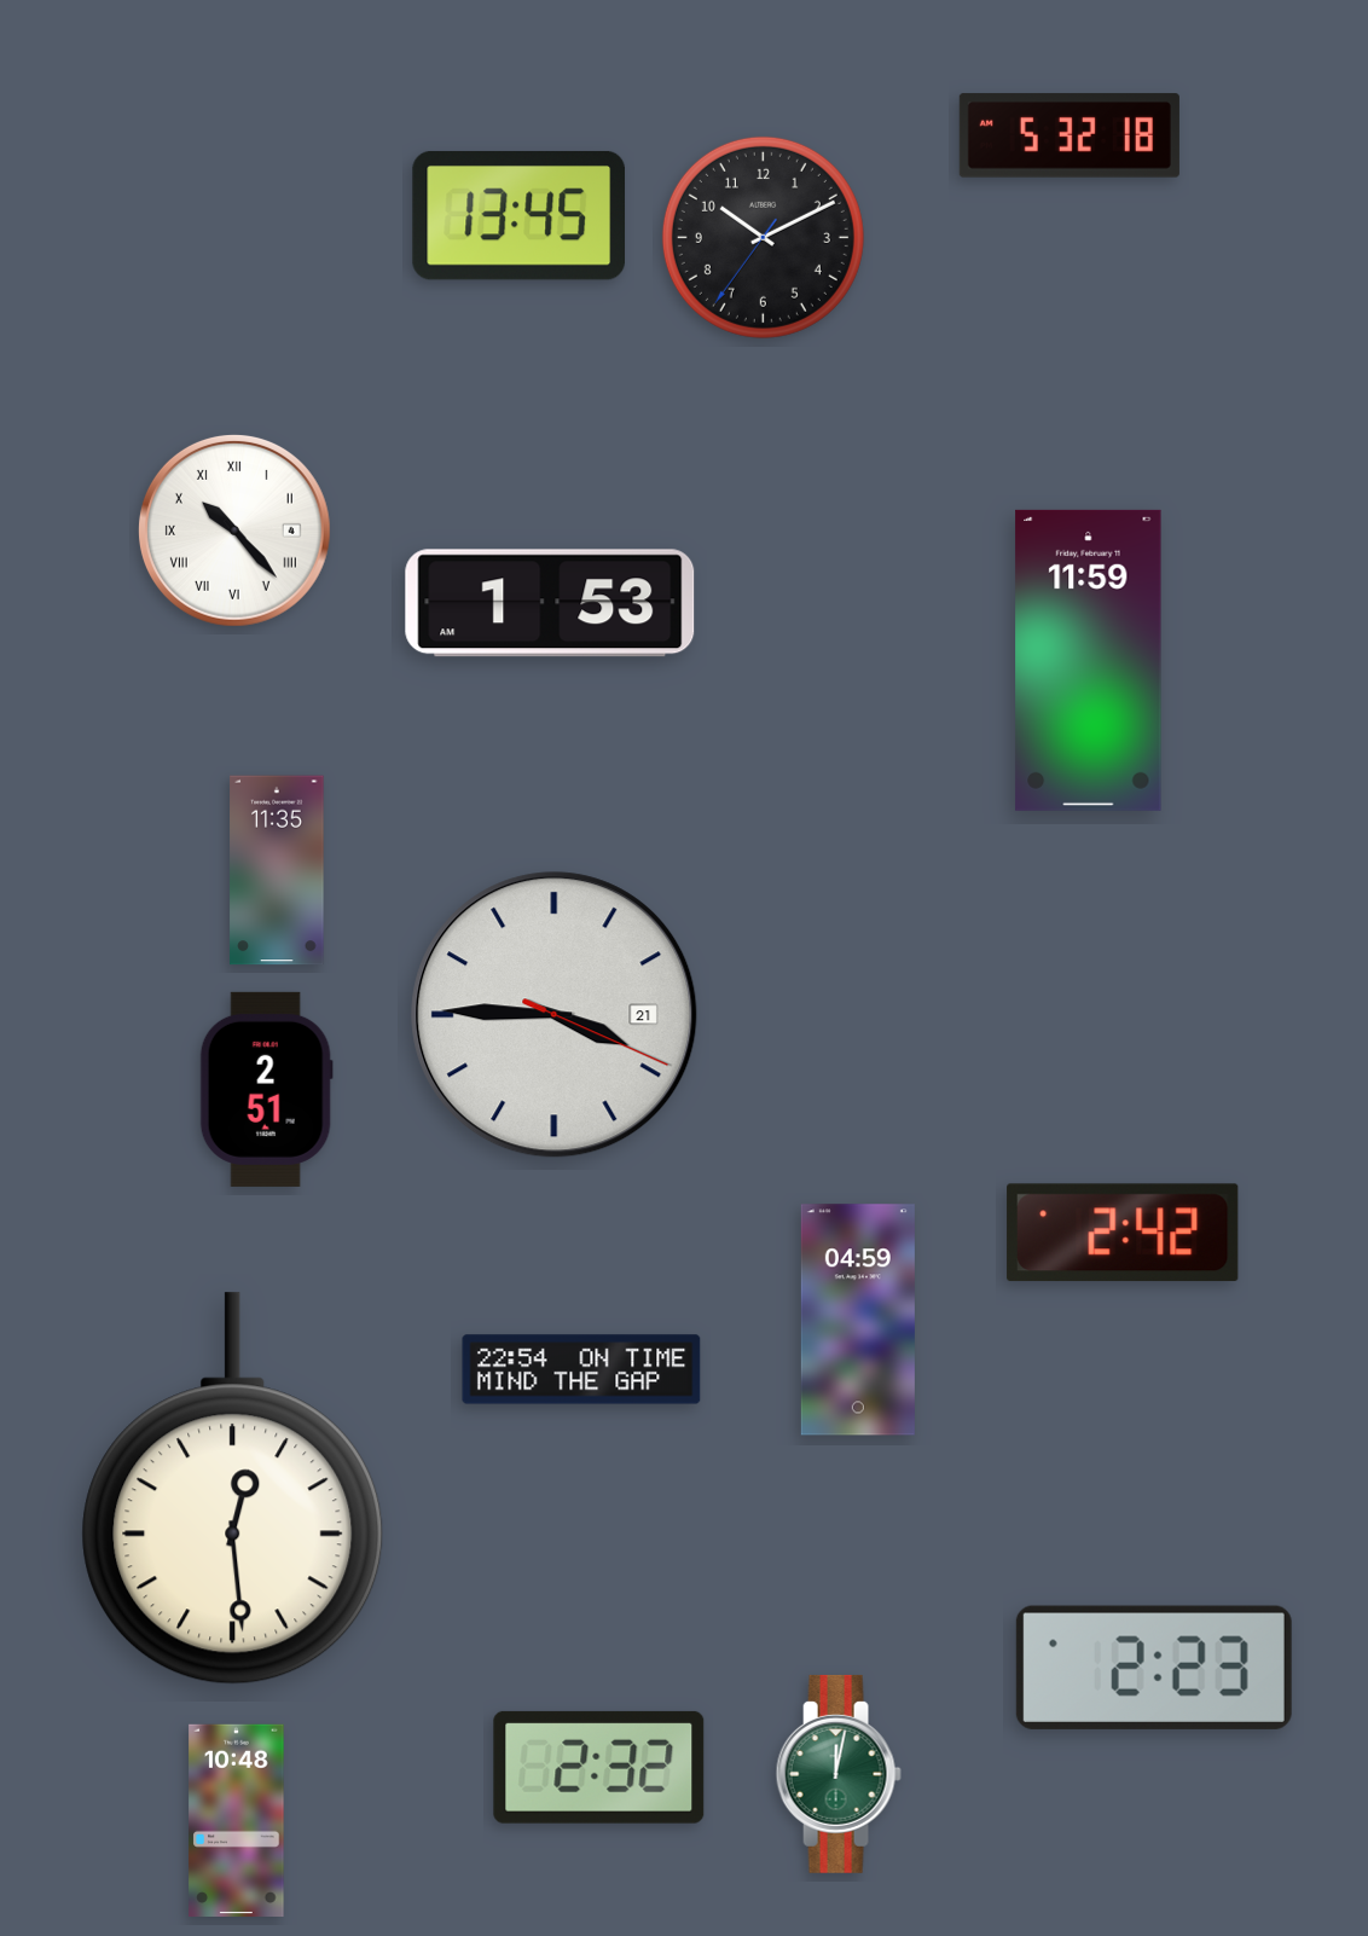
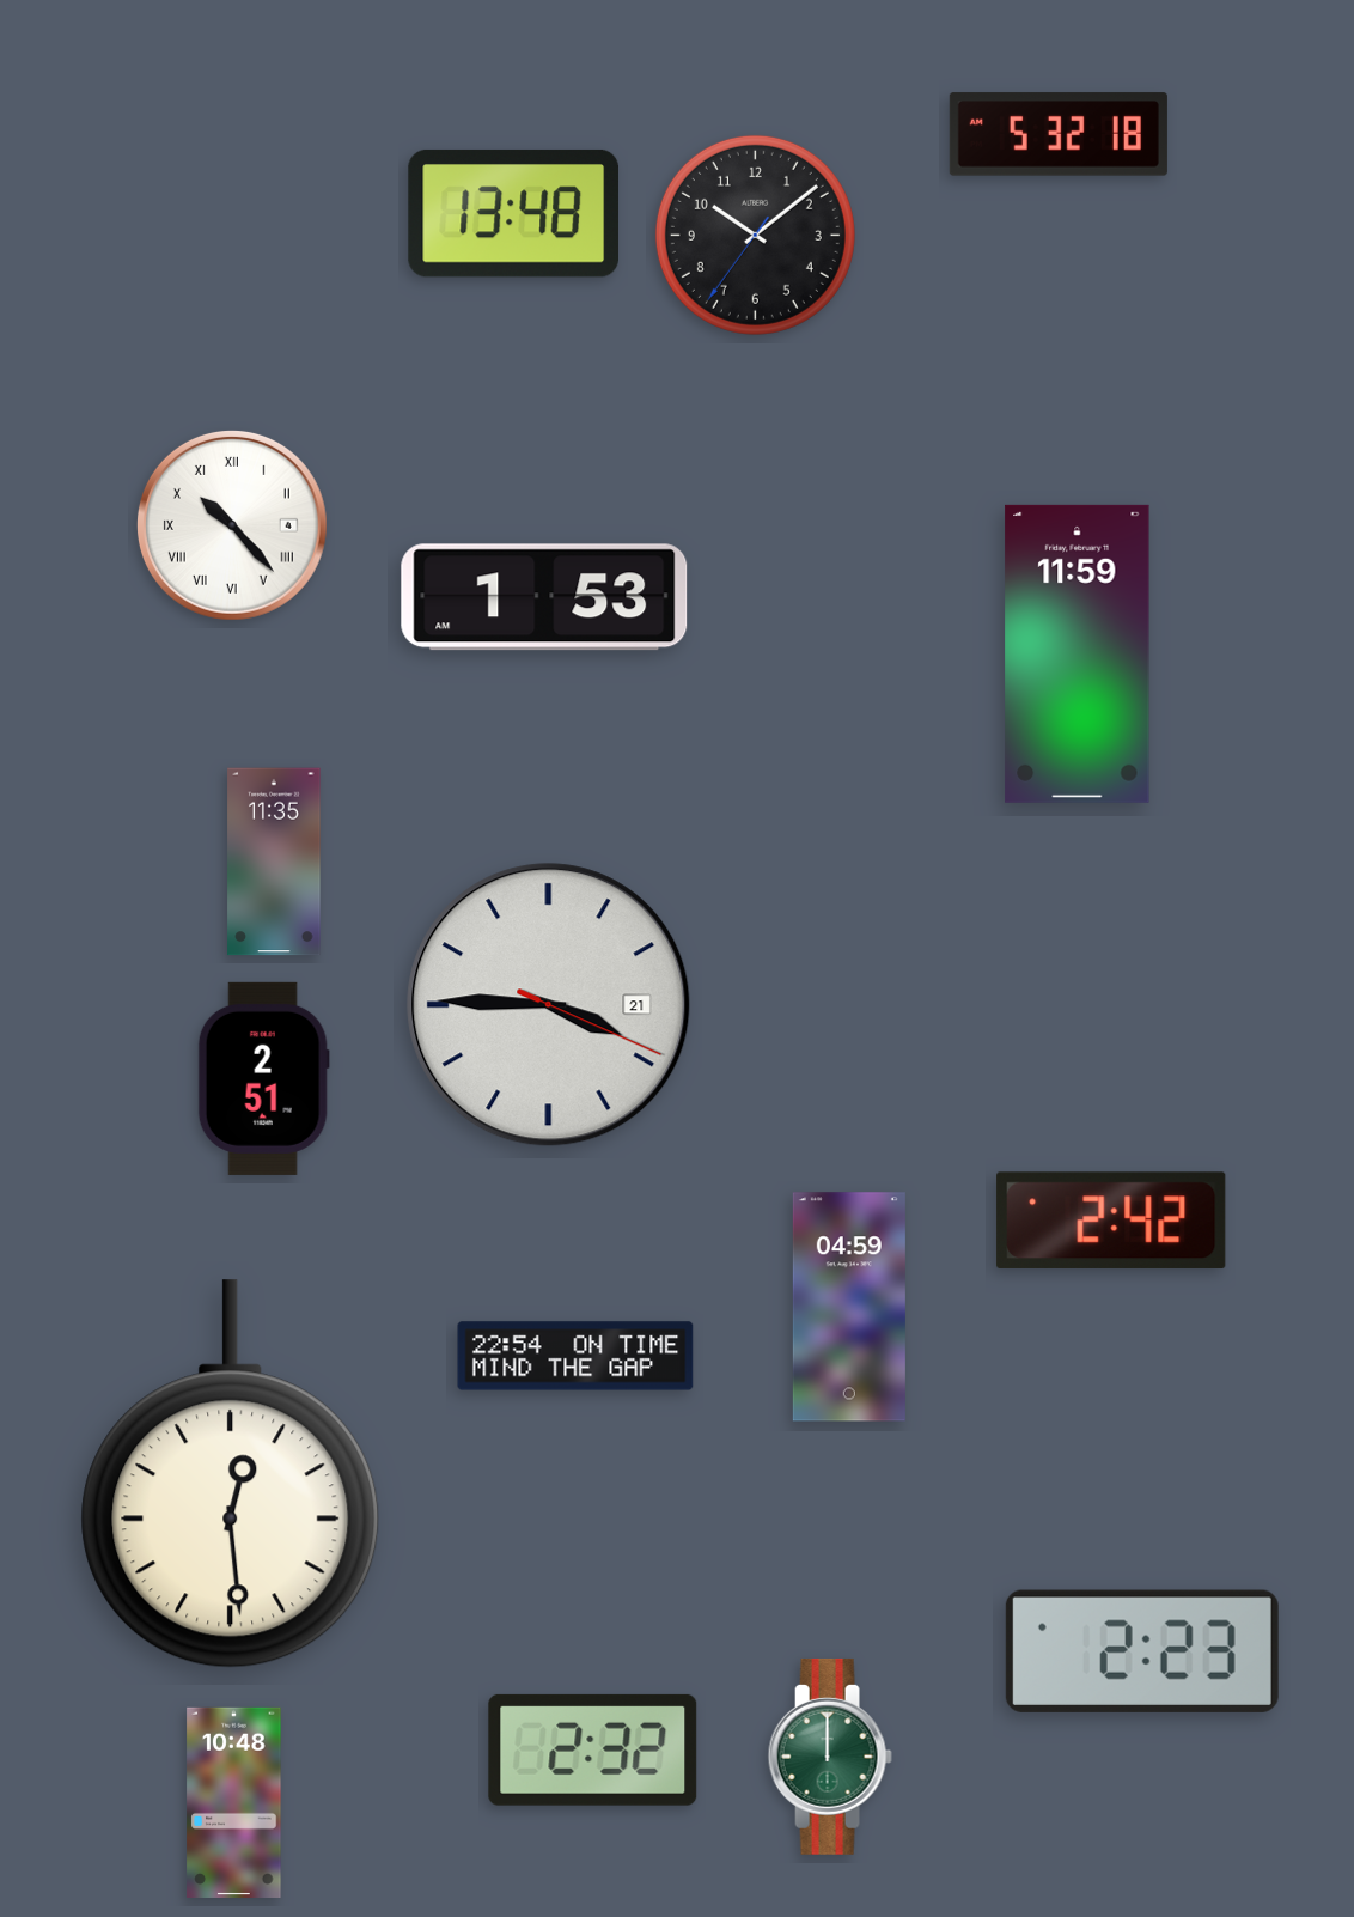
clock at (518, 215): 13:45 -> 13:48
clock at (763, 237): 10:10 -> 10:08
clock at (839, 1774): 12:02 -> 12:00
